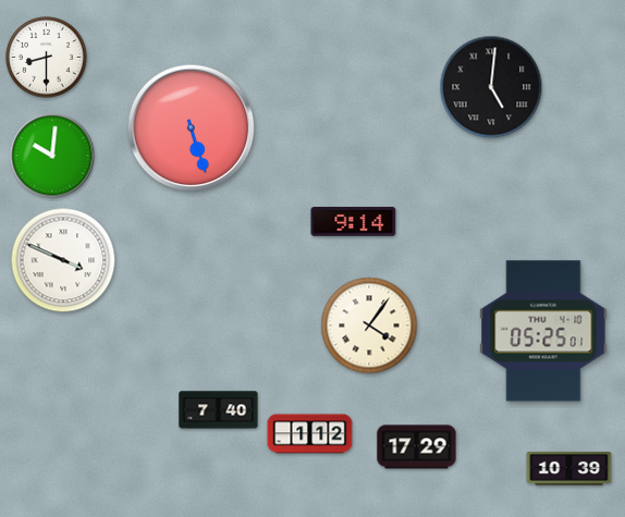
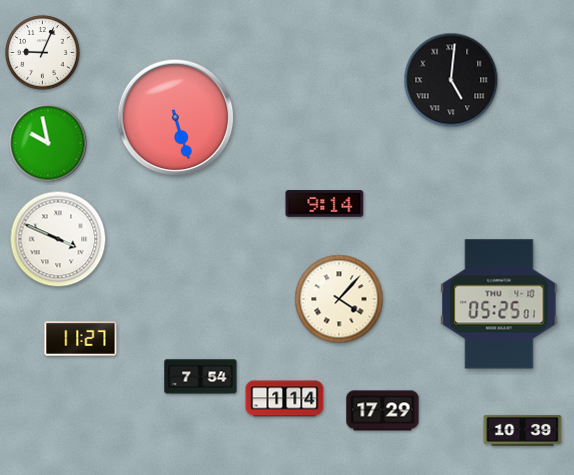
clock at (47, 58): 8:30 -> 9:04
clock at (52, 156): 10:01 -> 9:58
clock at (369, 325): 4:06 -> 4:07
clock at (81, 339): none -> 11:27
clock at (219, 410): 7:40 -> 7:54
clock at (310, 434): 1:12 -> 1:14
